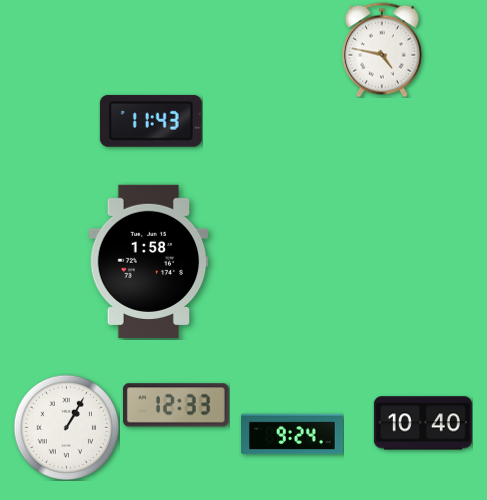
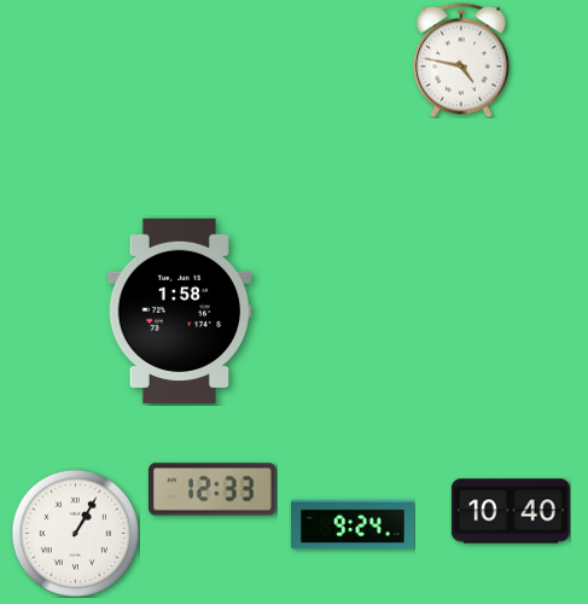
clock at (151, 121): 11:43 -> none
clock at (149, 261) position: (149, 261) -> (180, 310)
clock at (66, 427) position: (66, 427) -> (75, 533)
